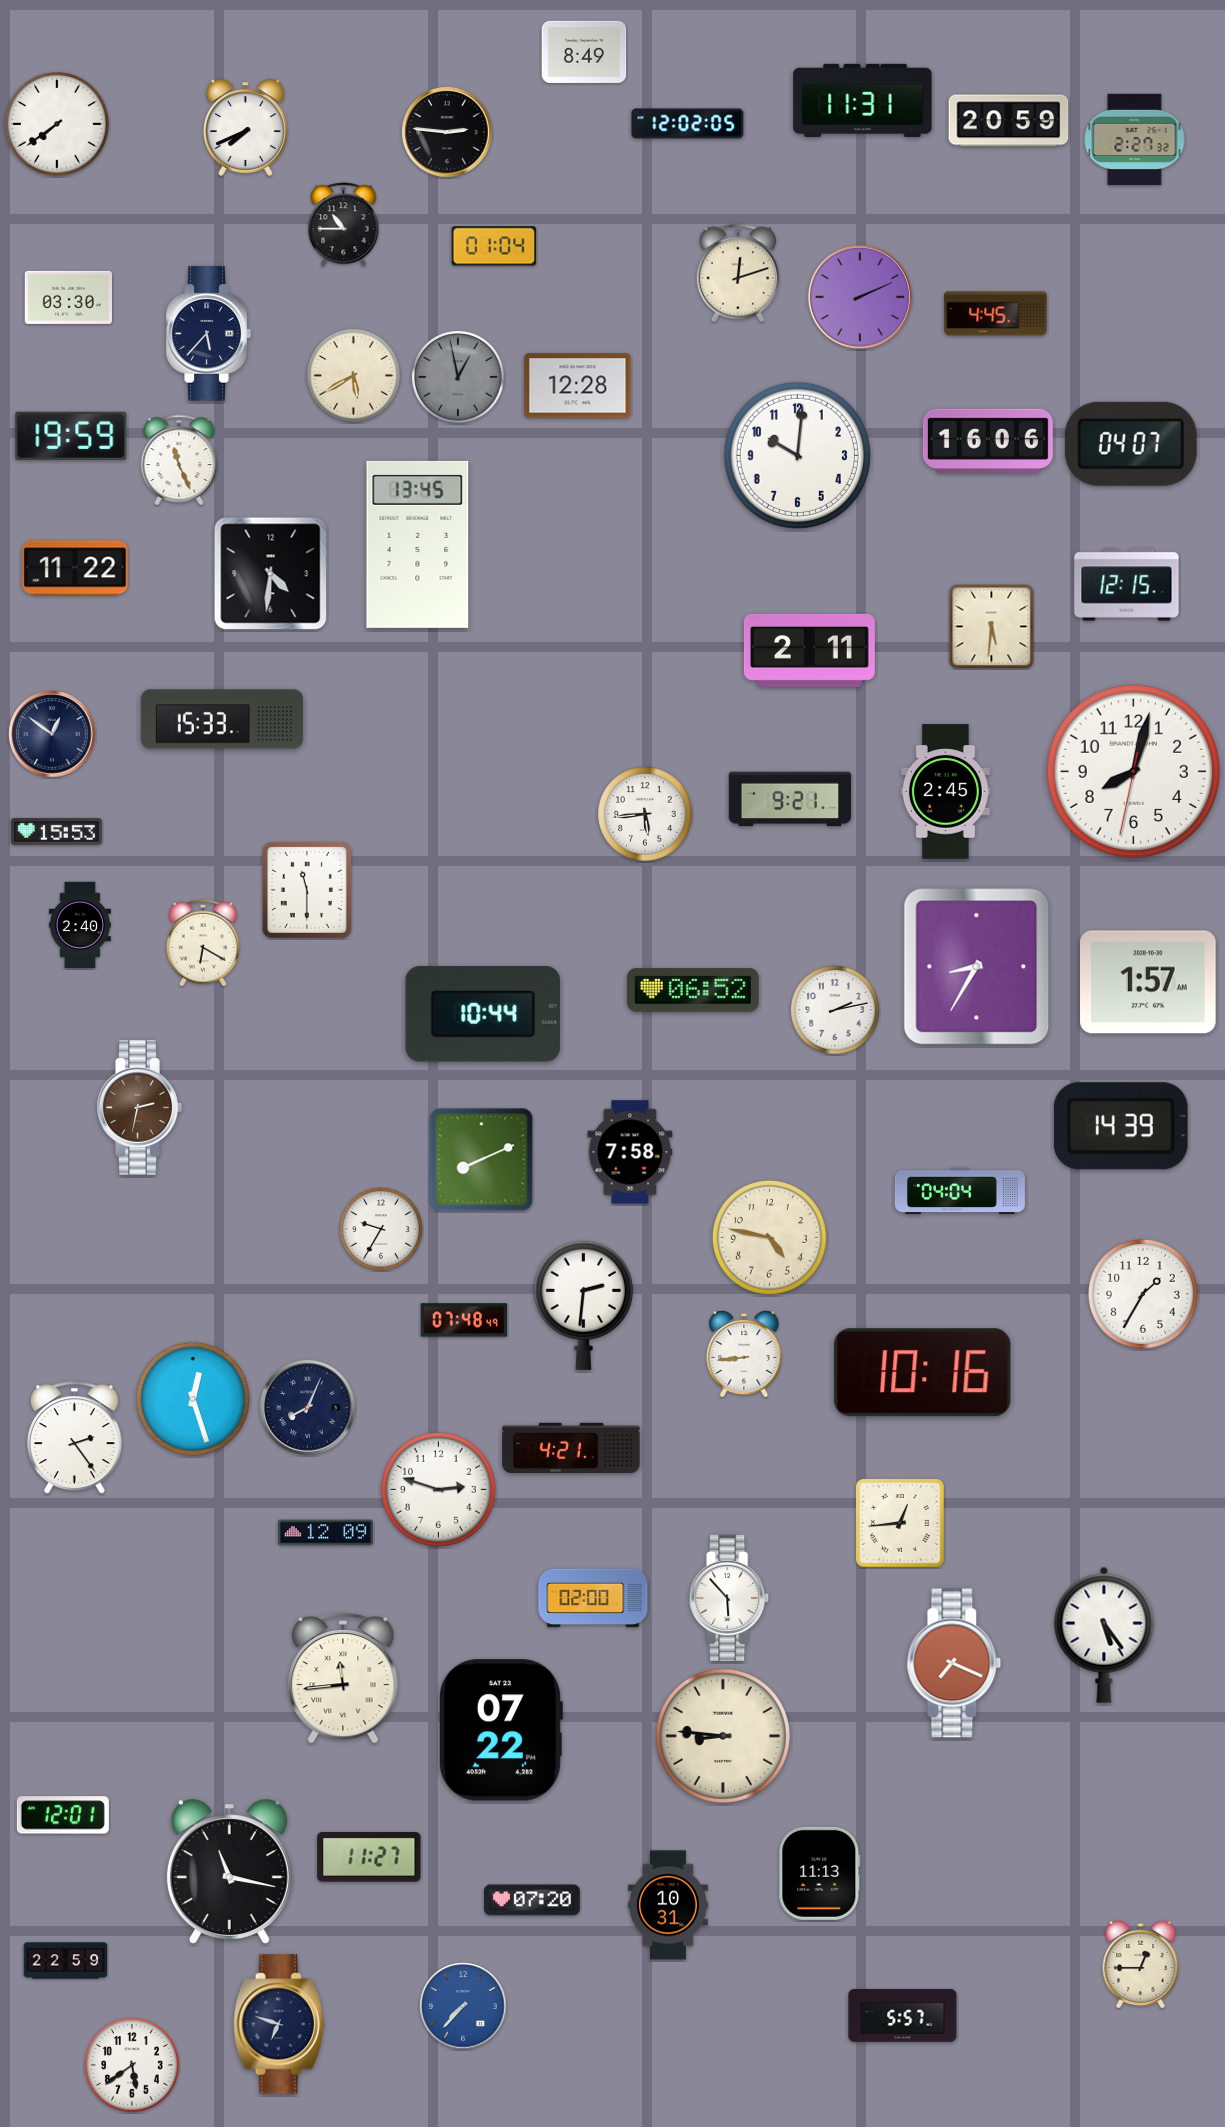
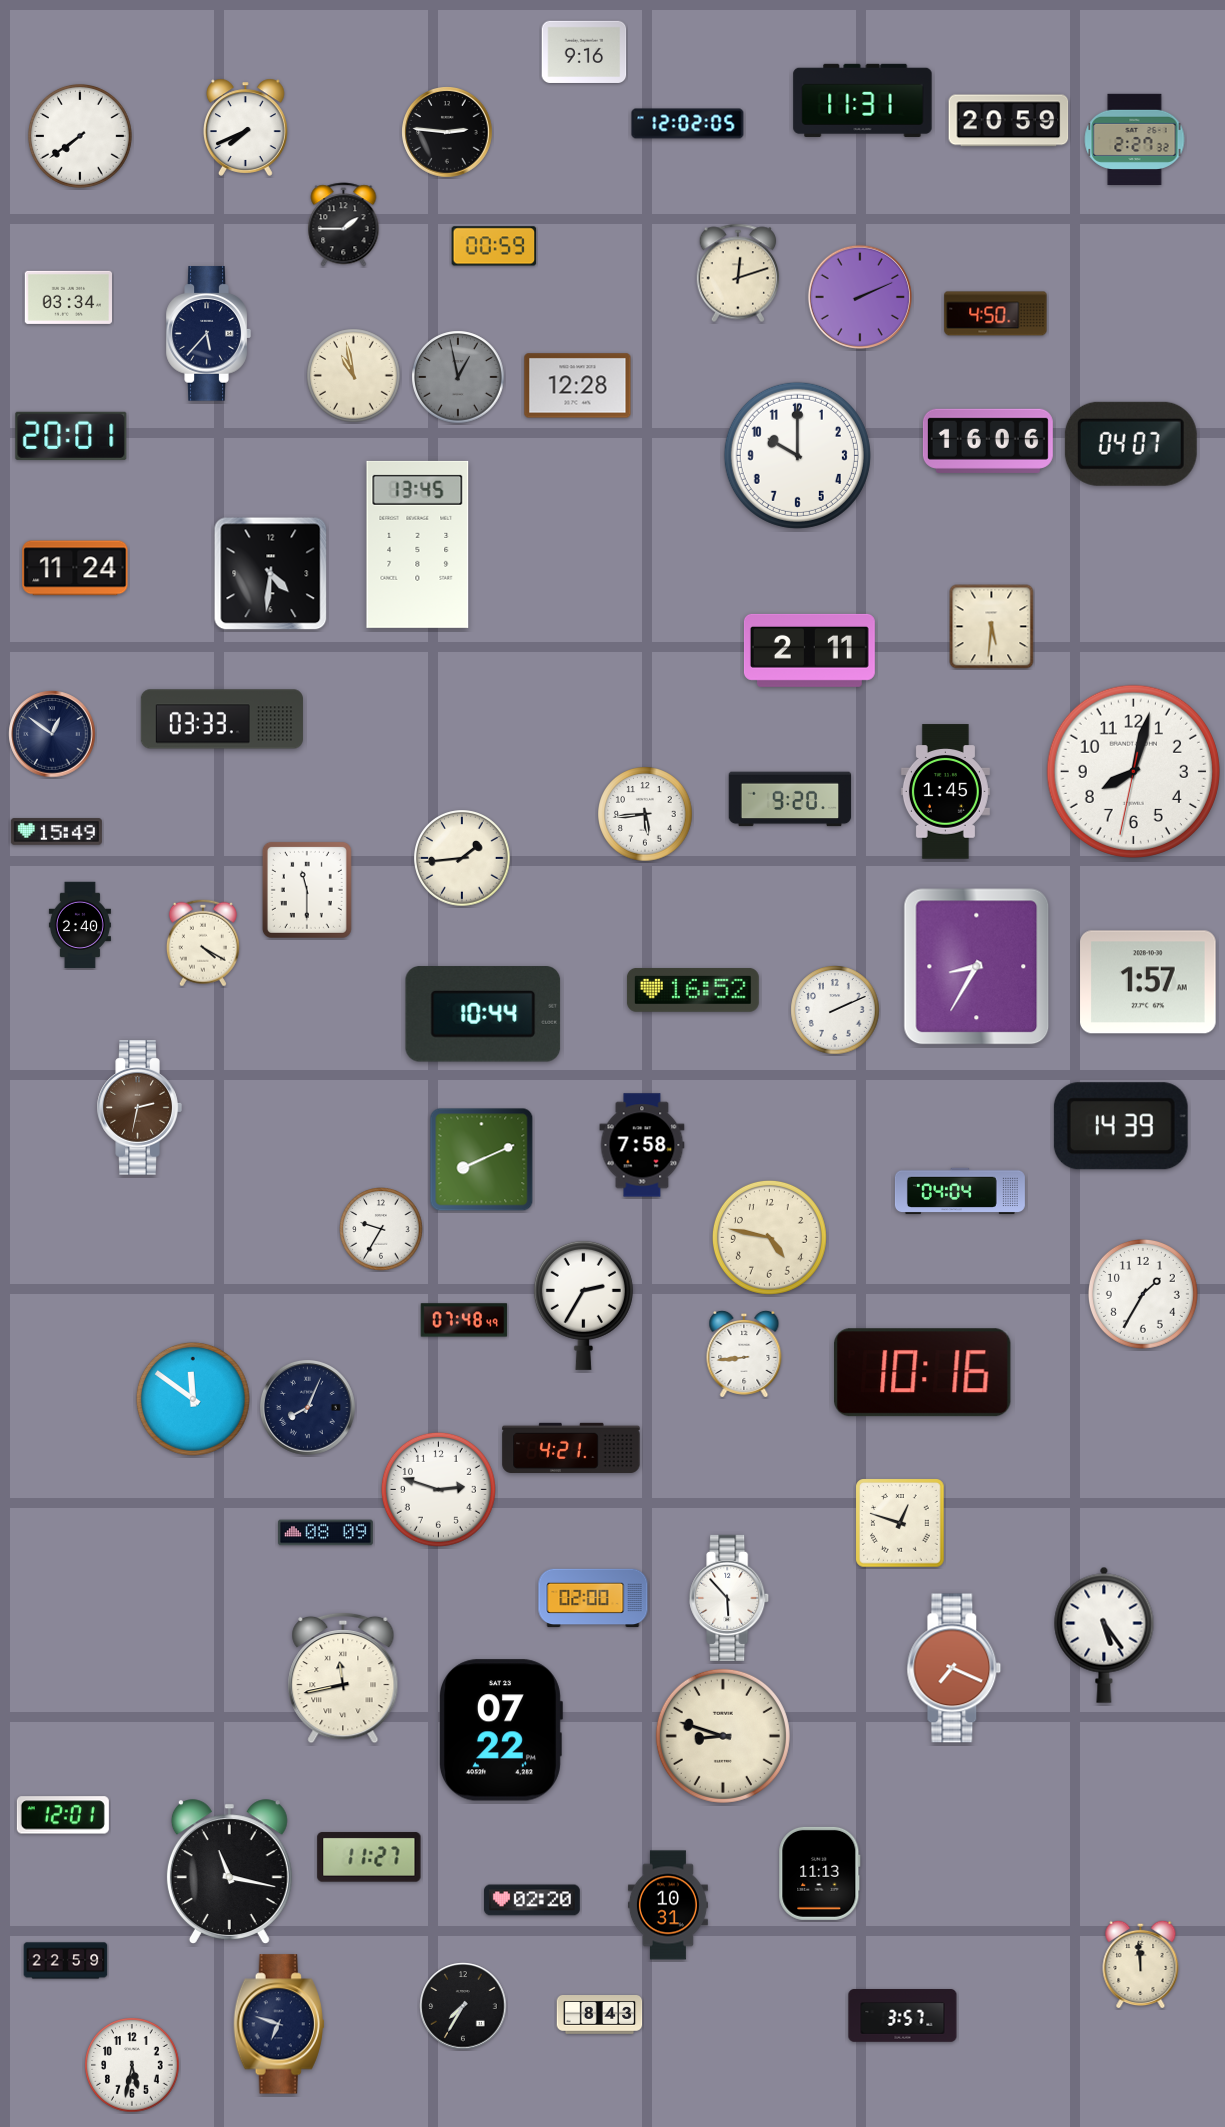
clock at (584, 52): 8:49 -> 9:16
clock at (58, 125) position: (58, 125) -> (81, 137)
clock at (344, 225): 10:45 -> 1:45
clock at (494, 246): 01:04 -> 00:59
clock at (69, 297): 03:30 -> 03:34
clock at (996, 314): 4:45 -> 4:50
clock at (354, 376): 5:40 -> 10:58
clock at (71, 436): 19:59 -> 20:01
clock at (797, 455): 10:01 -> 10:00
clock at (179, 460): 11:26 -> none
clock at (75, 568): 11:22 -> 11:24
clock at (1127, 585): 12:15 -> none
clock at (222, 719): 15:33 -> 03:33
clock at (945, 792): 2:45 -> 1:45
clock at (790, 799): 9:21 -> 9:20
clock at (56, 832): 15:53 -> 15:49
clock at (462, 858): none -> 1:44
clock at (203, 943): 6:20 -> 4:20
clock at (693, 991): 06:52 -> 16:52
clock at (835, 1010): 2:13 -> 2:11
clock at (630, 1152) position: (630, 1152) -> (642, 1145)
clock at (583, 1305): 2:31 -> 2:35
clock at (193, 1399): 12:27 -> 11:51
clock at (75, 1438): 2:24 -> none
clock at (900, 1523): 12:44 -> 12:48
clock at (326, 1533): 12:09 -> 08:09
clock at (954, 1663) position: (954, 1663) -> (954, 1668)
clock at (343, 1678): 11:44 -> 11:43
clock at (723, 1736): 8:46 -> 8:48
clock at (533, 1900): 07:20 -> 02:20
clock at (1141, 1964): 12:45 -> 11:59
clock at (463, 2006): 7:37 -> 7:35
clock at (463, 2006) dial: blue -> black
clock at (600, 2015): none -> 8:43
clock at (903, 2016): 5:57 -> 3:57
clock at (132, 2065): 5:39 -> 5:32
